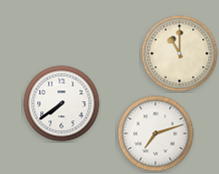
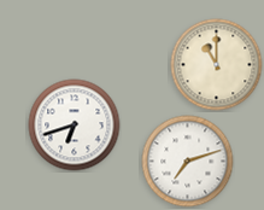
clock at (62, 104): 7:39 -> 6:42
